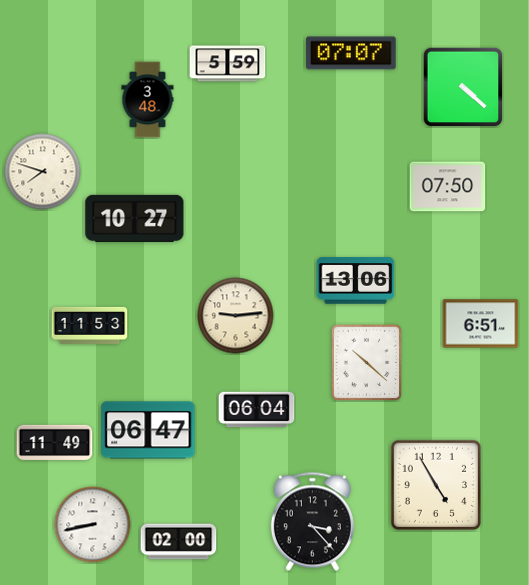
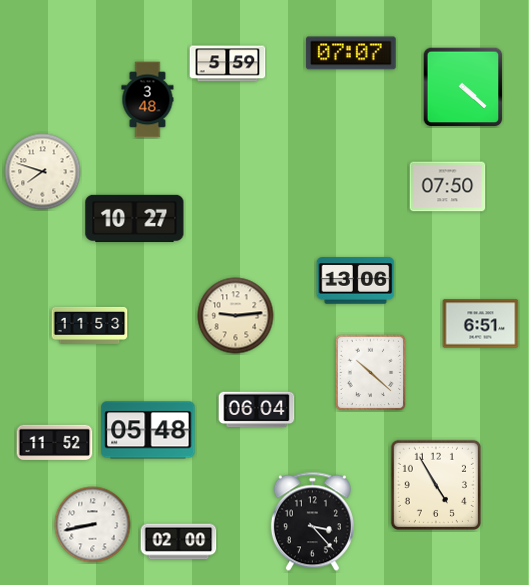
clock at (367, 362) position: (367, 362) -> (371, 372)
clock at (148, 430): 06:47 -> 05:48
clock at (55, 443): 11:49 -> 11:52
